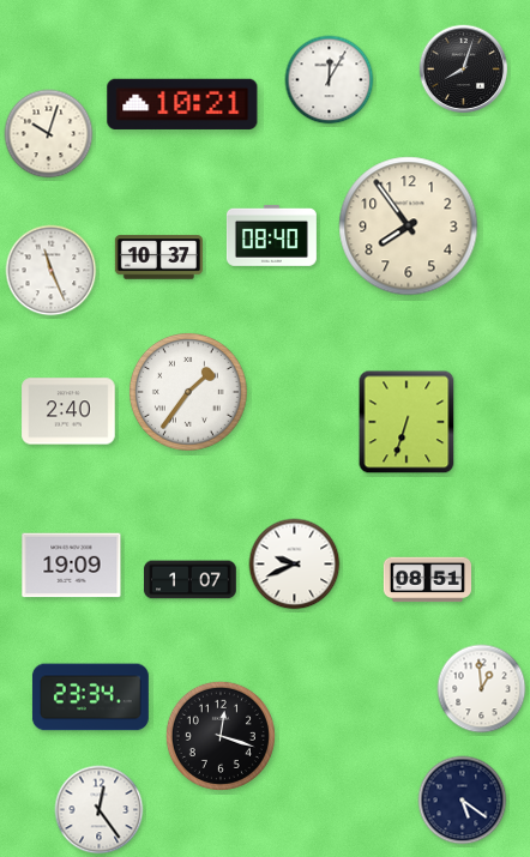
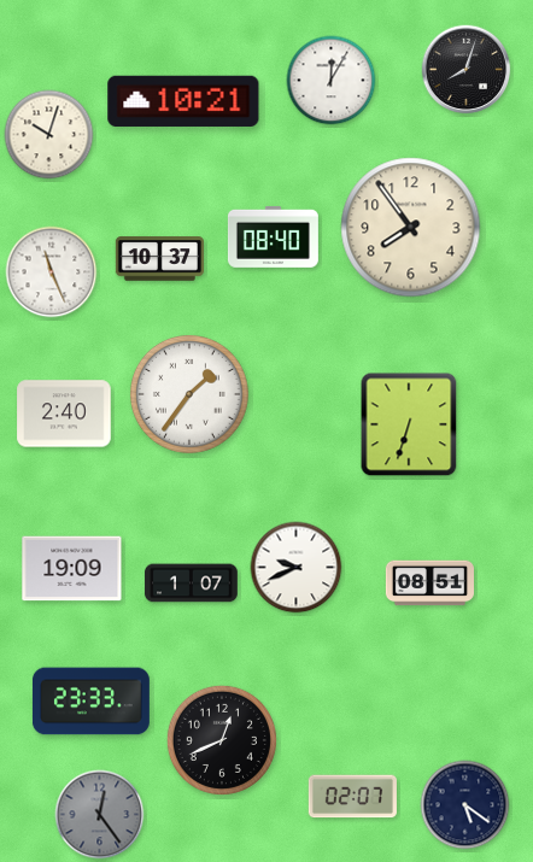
clock at (182, 104) position: (182, 104) -> (183, 101)
clock at (68, 411) position: (68, 411) -> (64, 414)
clock at (482, 689): 12:59 -> none
clock at (90, 698): 23:34 -> 23:33
clock at (221, 736): 12:18 -> 12:41
clock at (352, 797): none -> 02:07
clock at (100, 810) dial: white -> grey
